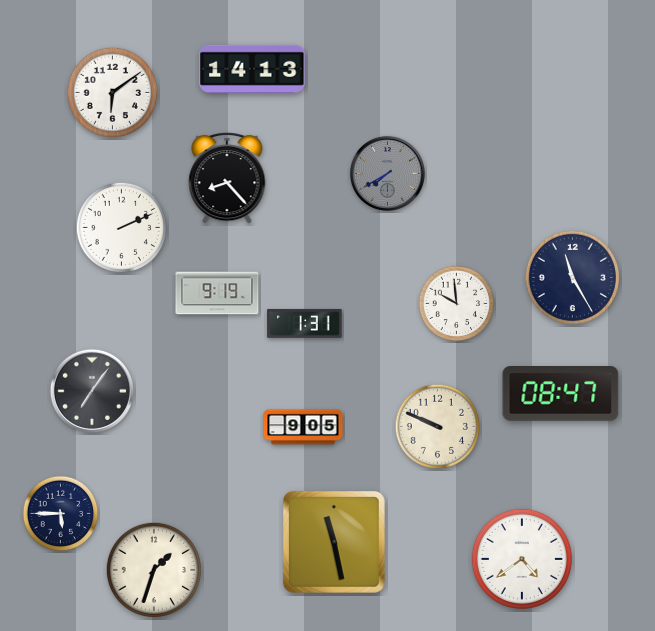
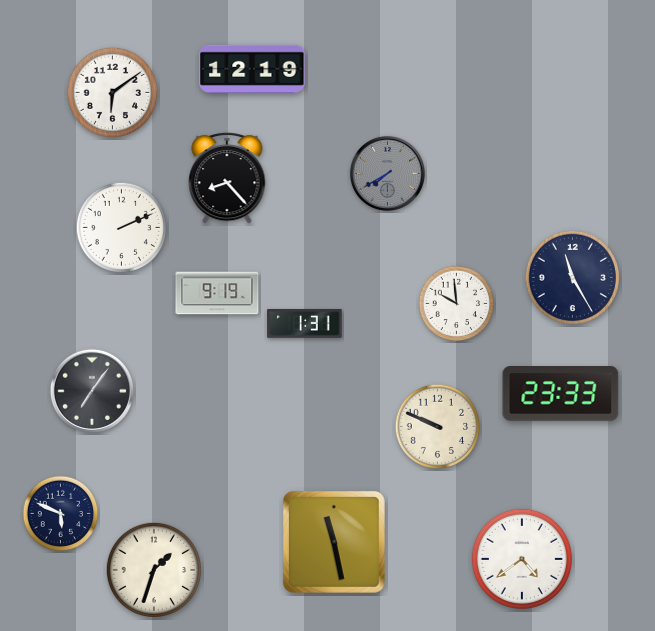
clock at (252, 69): 14:13 -> 12:19
clock at (561, 394): 08:47 -> 23:33
clock at (303, 427): 9:05 -> none
clock at (61, 514): 5:45 -> 5:49
